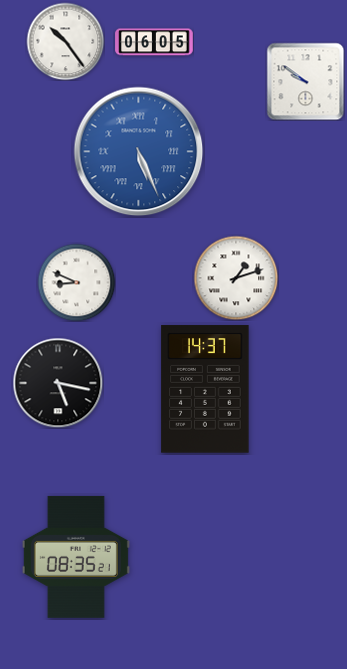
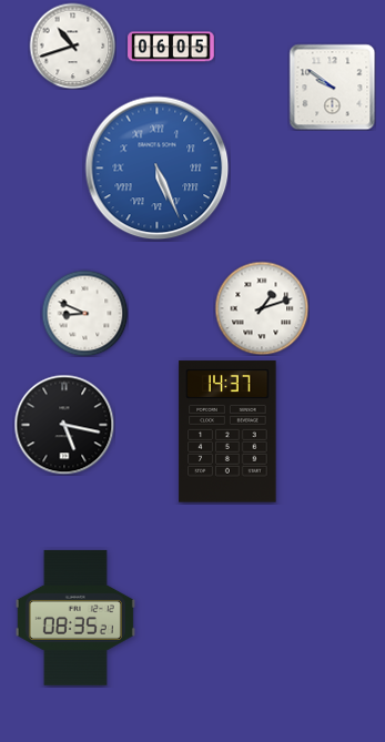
clock at (65, 41): 10:24 -> 10:42
clock at (305, 81) position: (305, 81) -> (332, 87)
clock at (139, 152) position: (139, 152) -> (158, 169)
clock at (76, 557) position: (76, 557) -> (75, 618)
